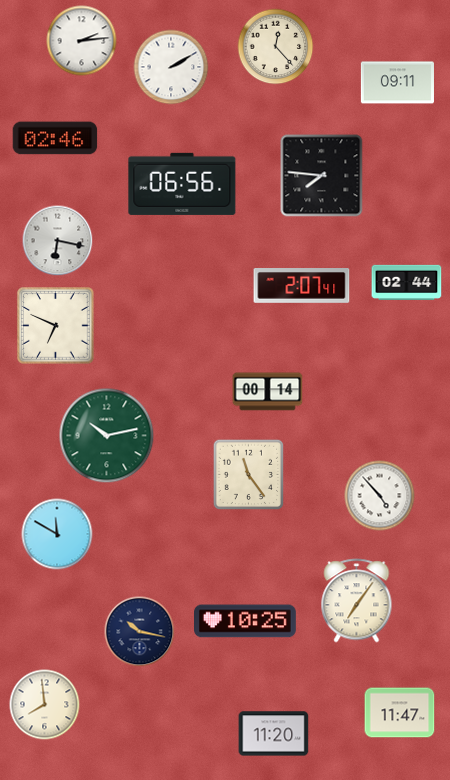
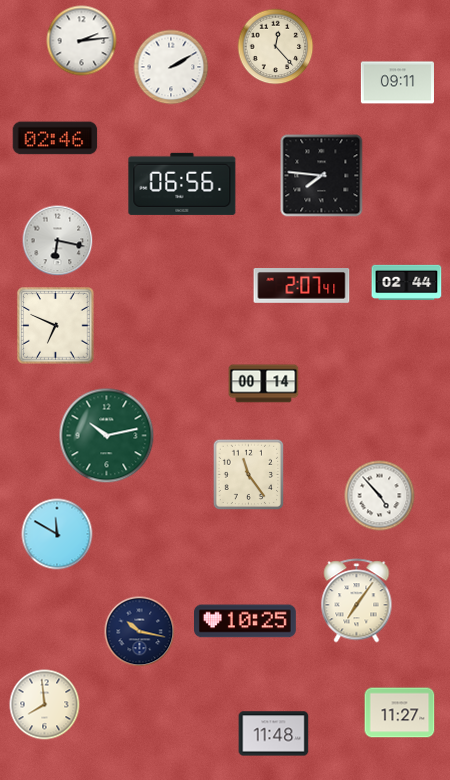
clock at (268, 392) position: (268, 392) -> (264, 384)
clock at (400, 713): 11:47 -> 11:27
clock at (274, 734): 11:20 -> 11:48
